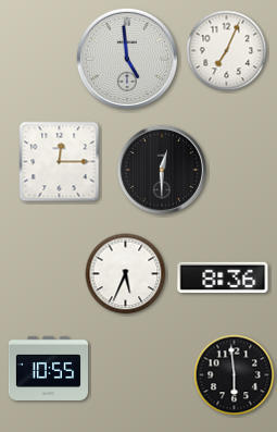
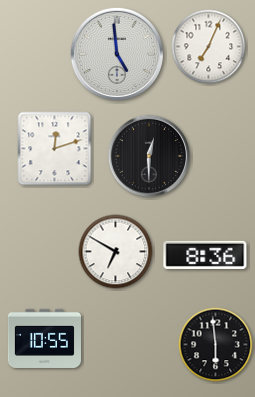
clock at (60, 162): 12:15 -> 12:12
clock at (126, 274): 5:34 -> 6:50
